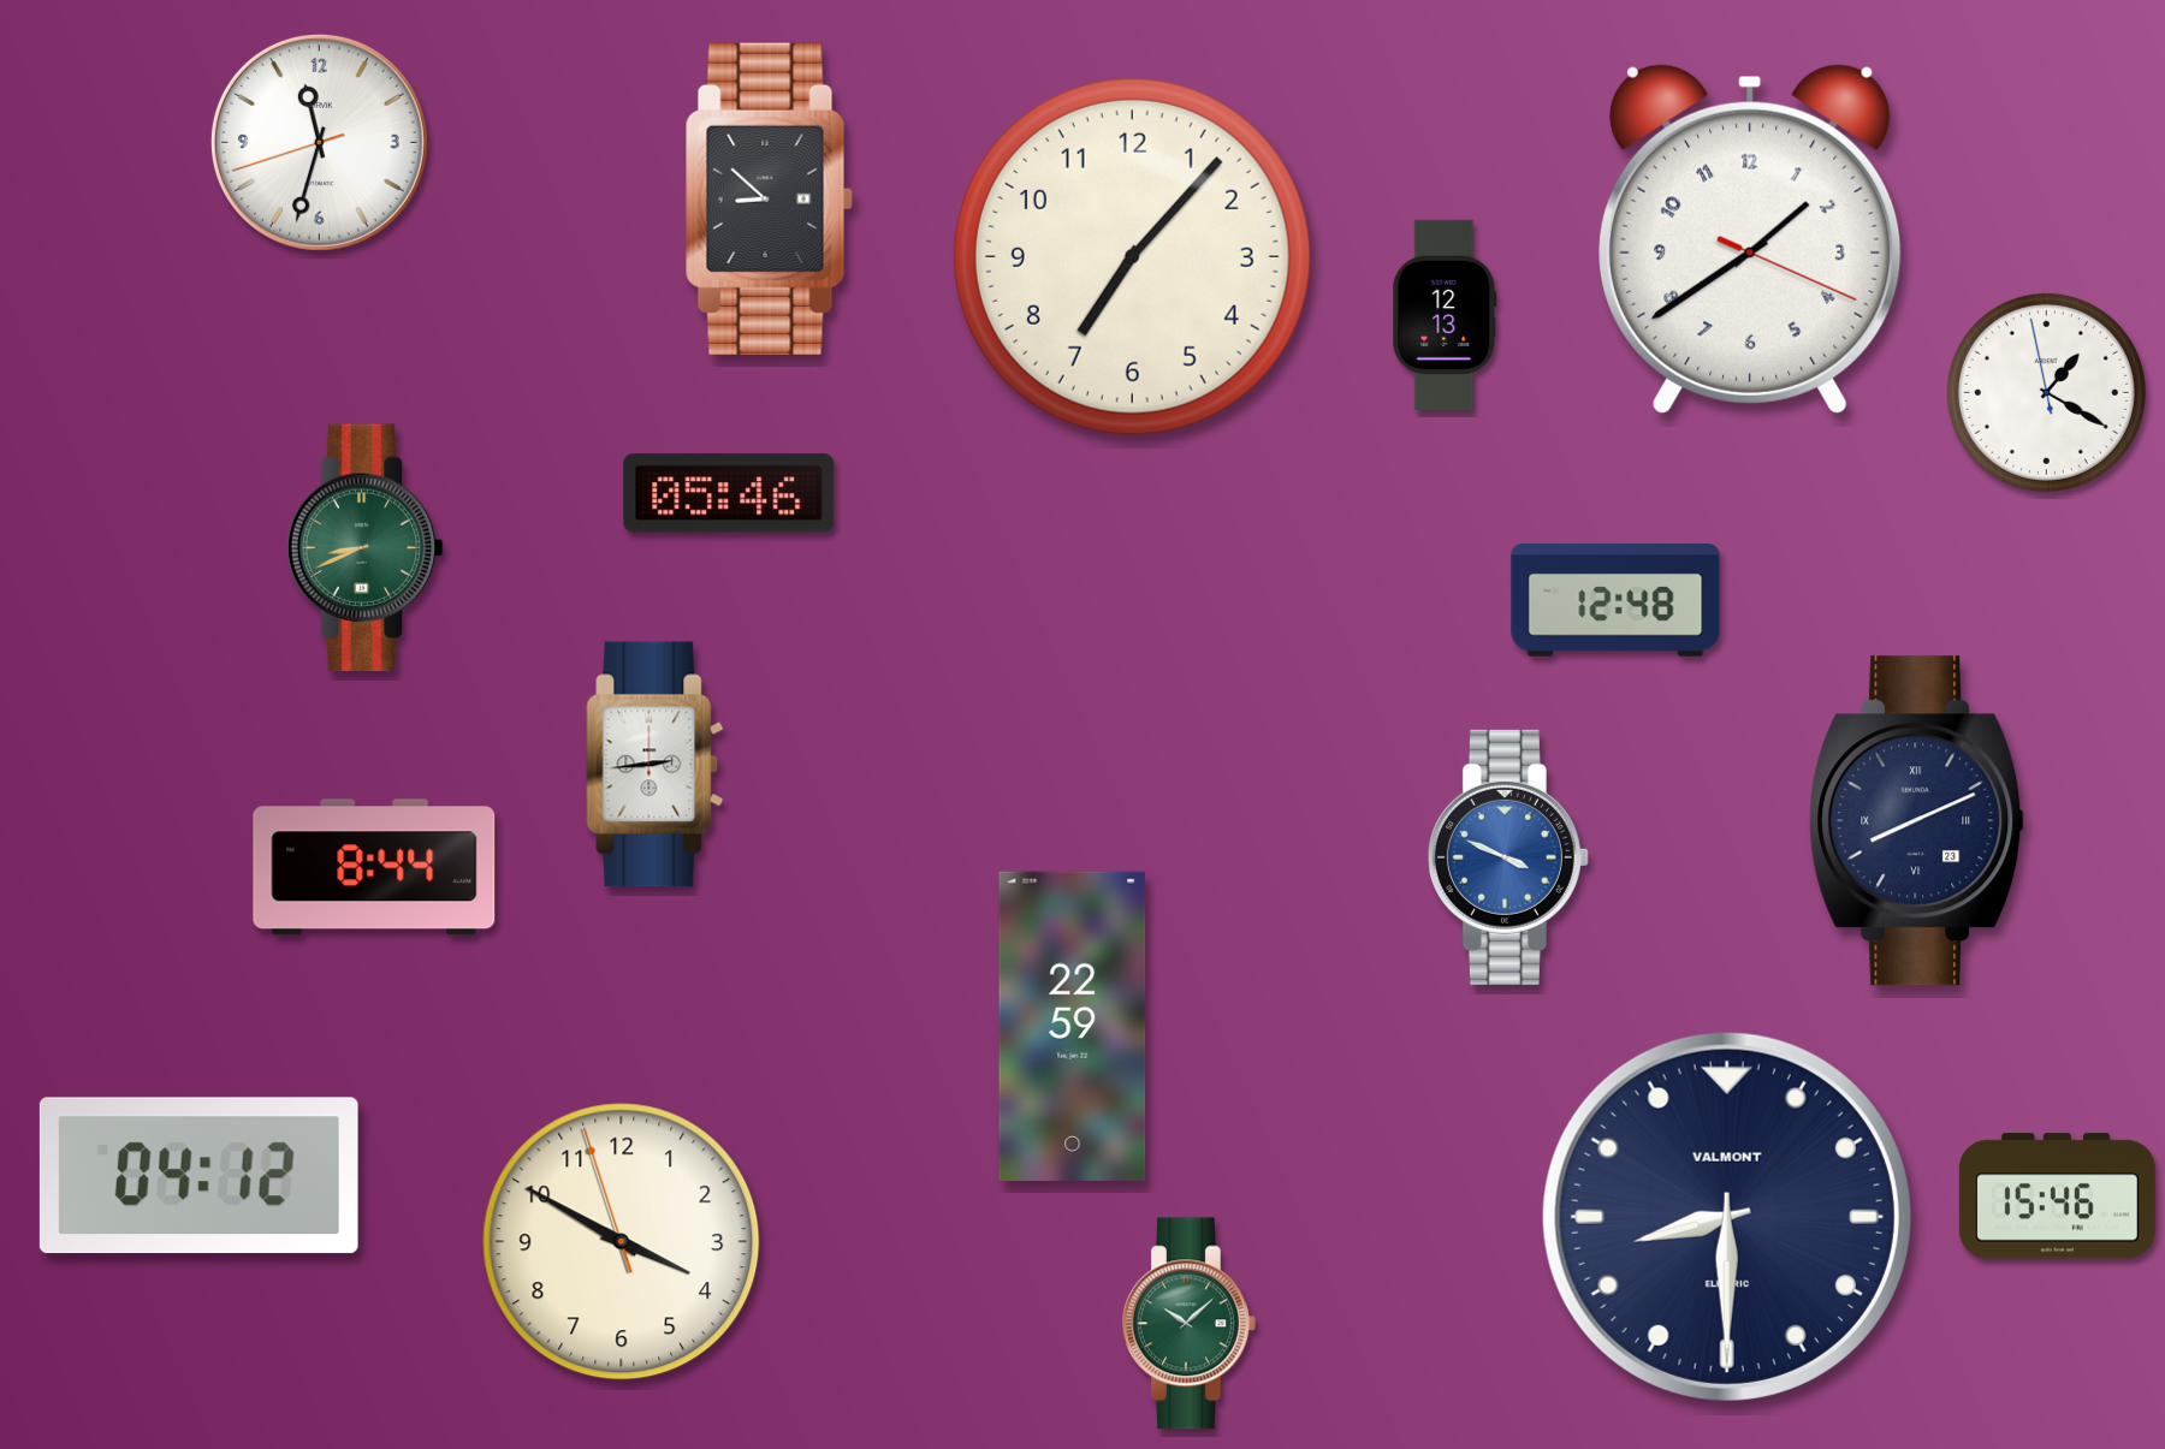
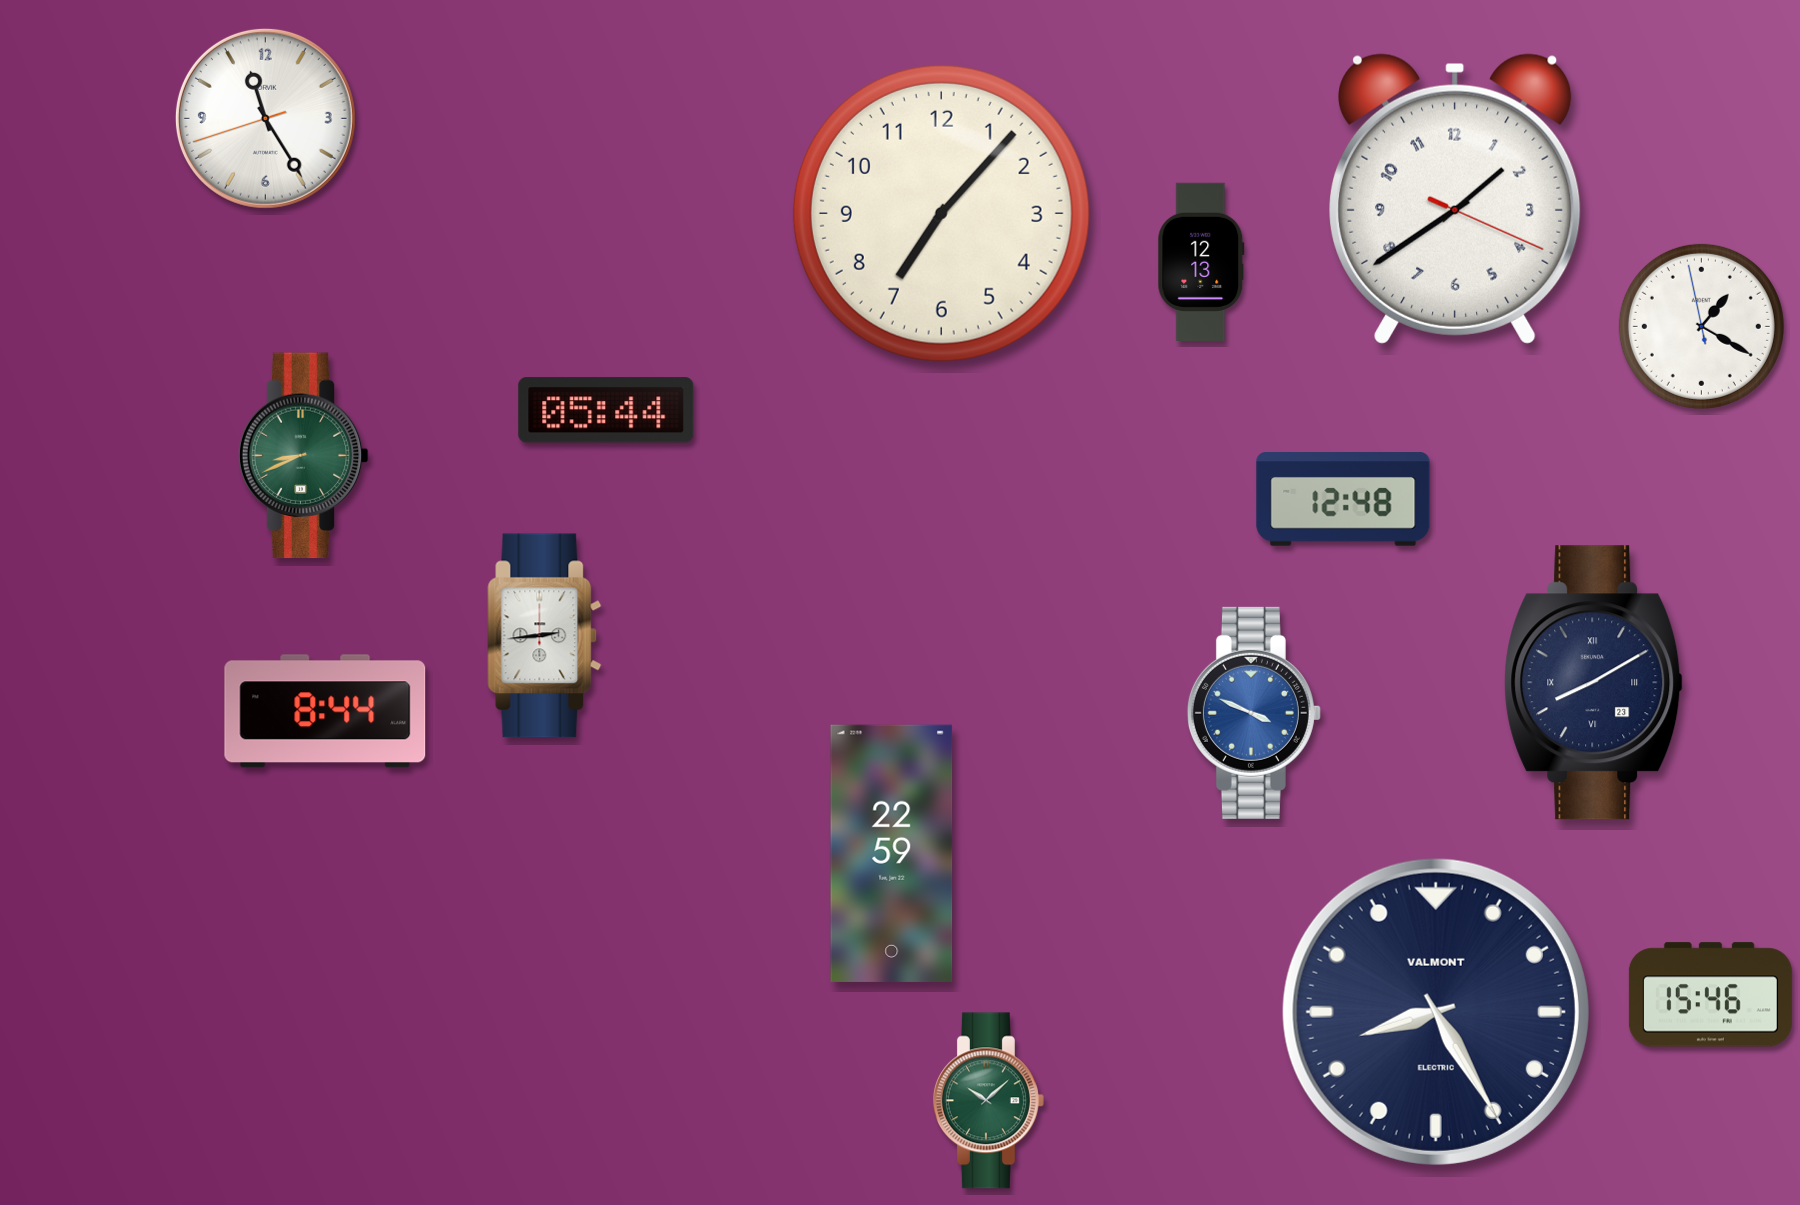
clock at (319, 142): 11:32 -> 11:24
clock at (769, 198): 8:52 -> none
clock at (729, 493): 05:46 -> 05:44
clock at (1917, 821): 8:11 -> 8:10
clock at (374, 867) position: (374, 867) -> (325, 711)
clock at (198, 1176): 04:12 -> none
clock at (1727, 1217): 8:30 -> 8:25
clock at (622, 1242): 3:49 -> none
